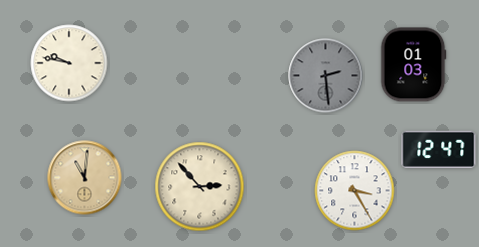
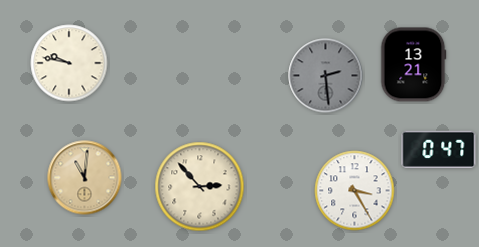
clock at (414, 65): 01:03 -> 13:21
clock at (439, 149): 12:47 -> 0:47
